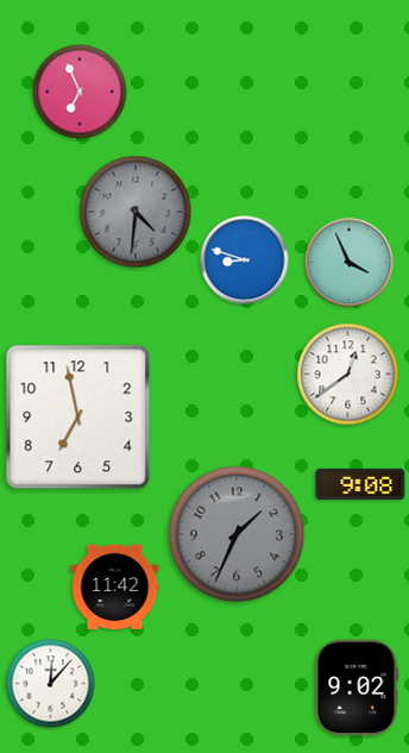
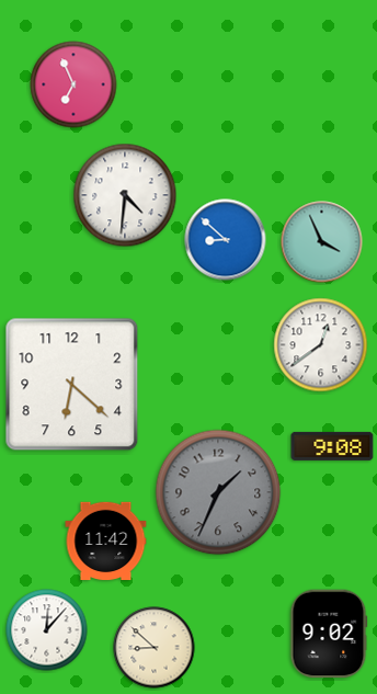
clock at (136, 212) dial: grey -> white
clock at (245, 261): 8:48 -> 8:52
clock at (78, 418): 6:58 -> 6:22
clock at (155, 648): none -> 8:52
